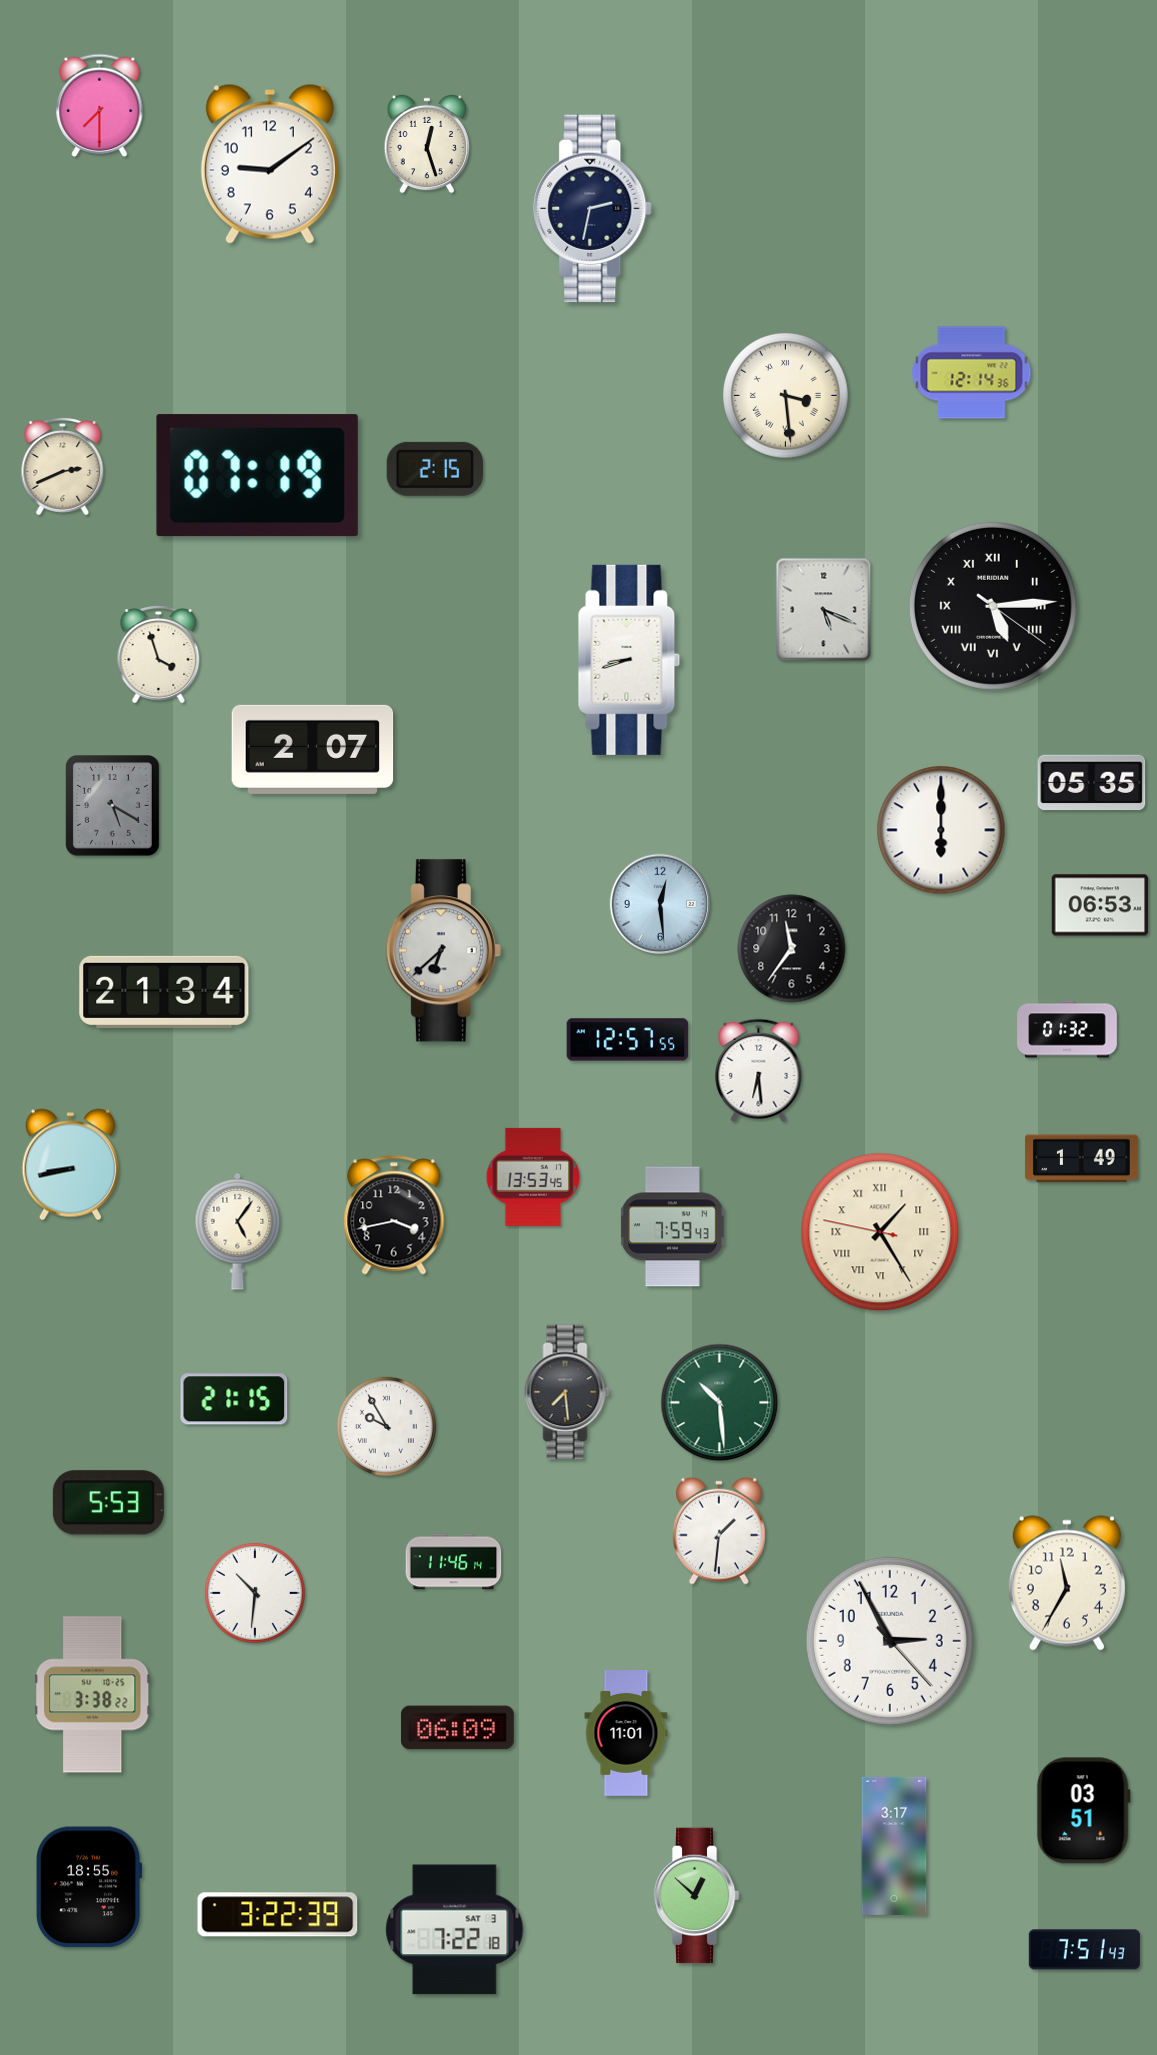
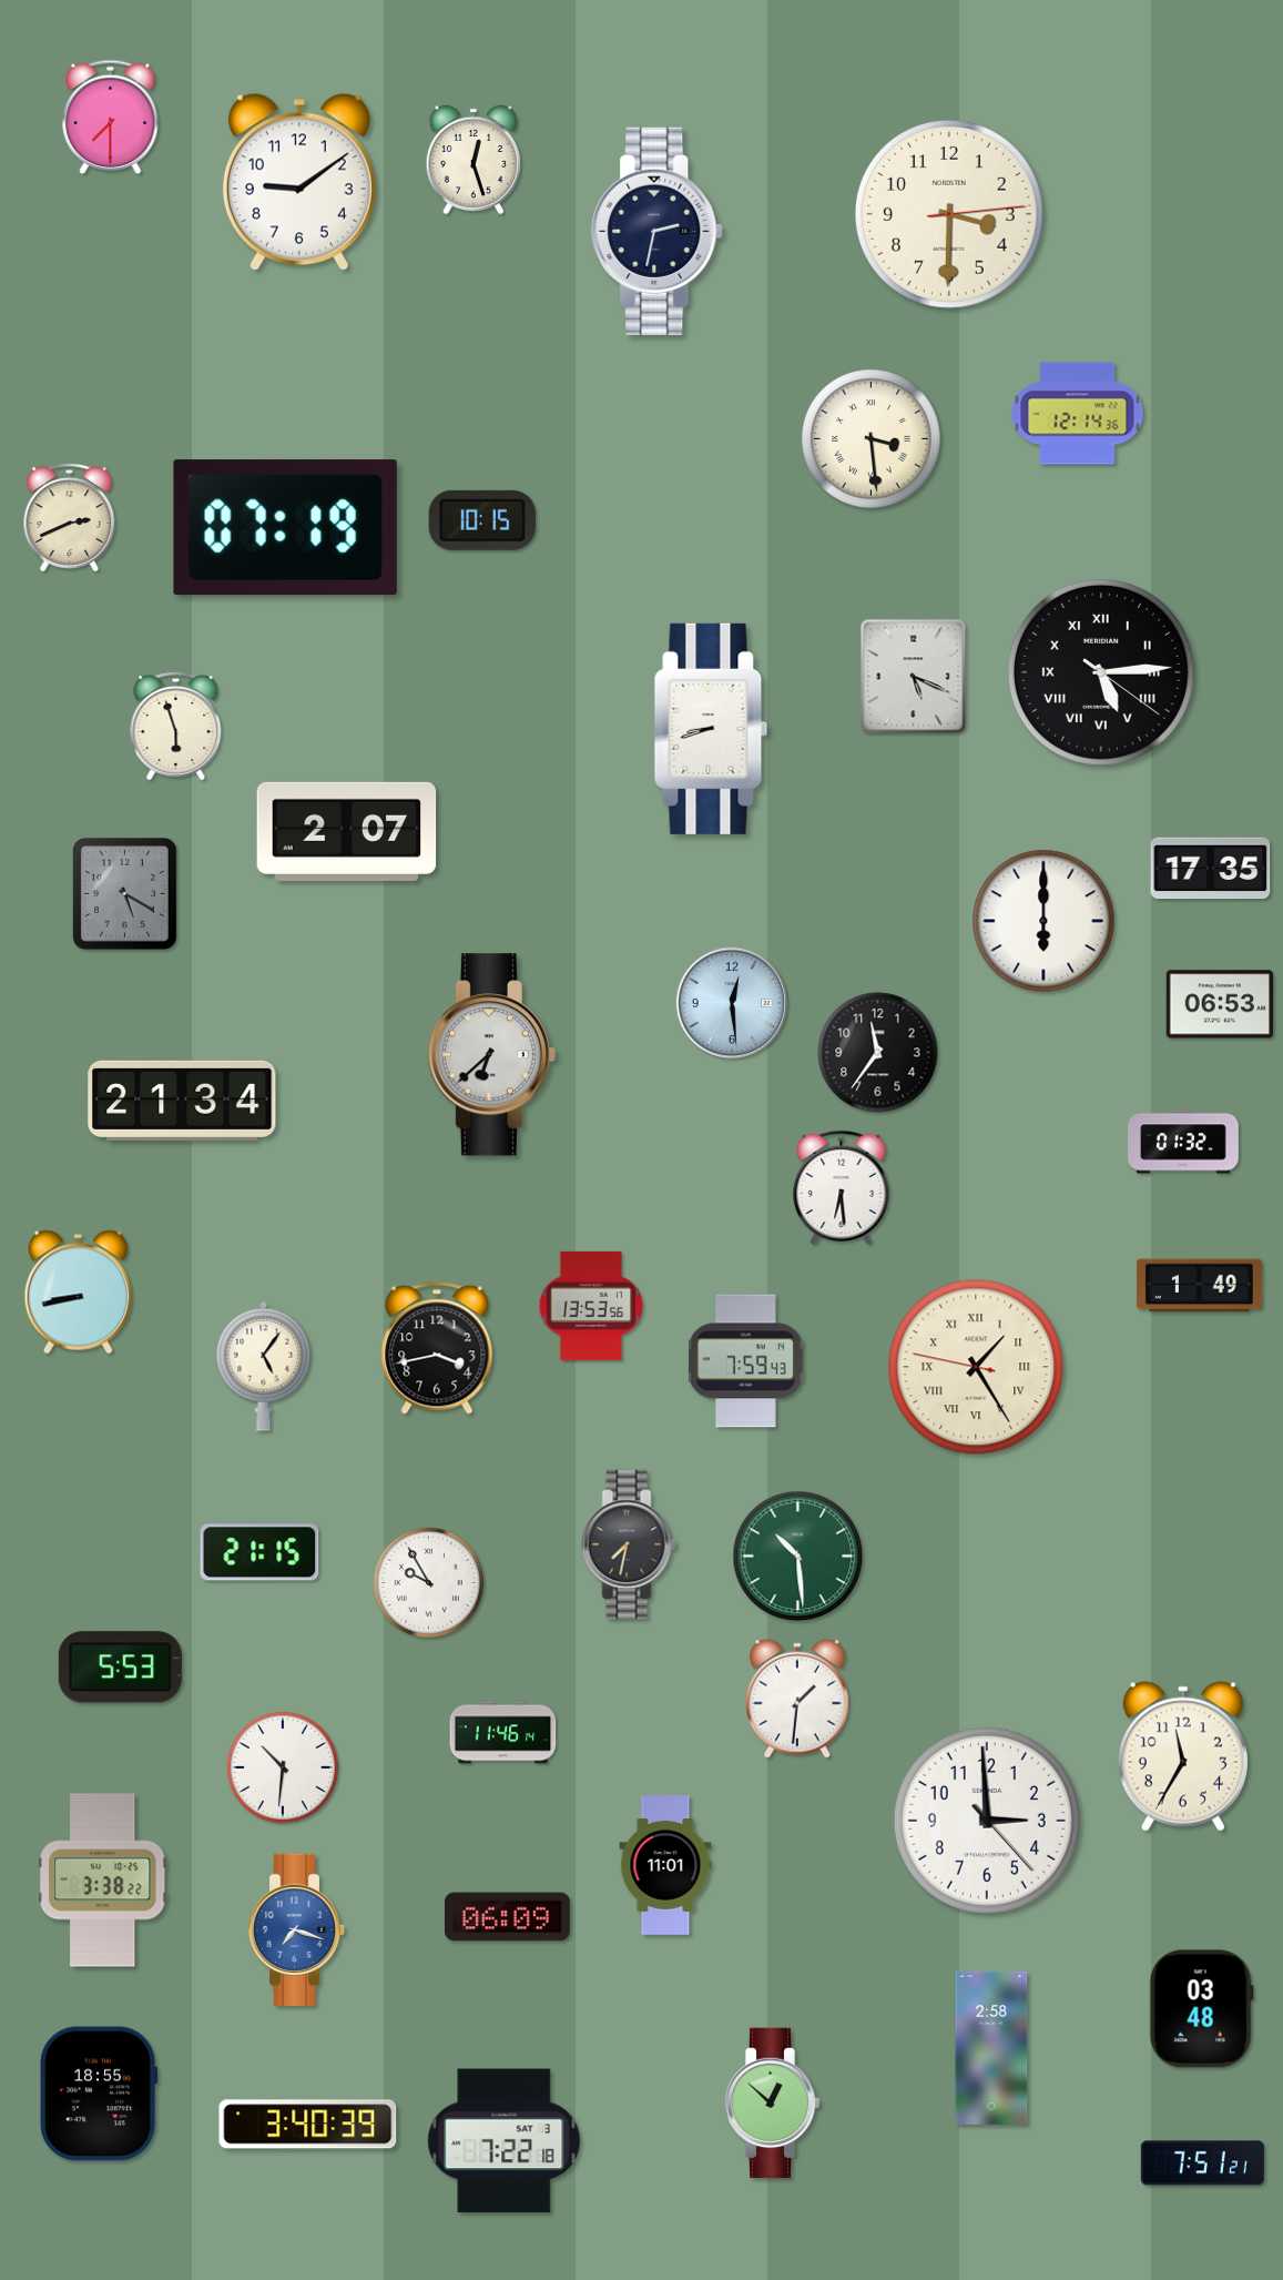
clock at (949, 214): none -> 3:30
clock at (435, 469): 2:15 -> 10:15
clock at (159, 655): 3:57 -> 5:57
clock at (629, 660) position: (629, 660) -> (711, 729)
clock at (1092, 783): 05:35 -> 17:35
clock at (628, 1040): 12:57 -> none
clock at (533, 1177): 13:53:45 -> 13:53:56
clock at (567, 1392): 7:29 -> 7:32
clock at (890, 1641): 2:55 -> 2:59
clock at (626, 1734) position: (626, 1734) -> (665, 1866)
clock at (297, 1929): none -> 7:18
clock at (1083, 1811): 03:51 -> 03:48
clock at (894, 1846): 3:17 -> 2:58
clock at (278, 1915): 3:22 -> 3:40
clock at (1084, 1950): 7:51:43 -> 7:51:21
